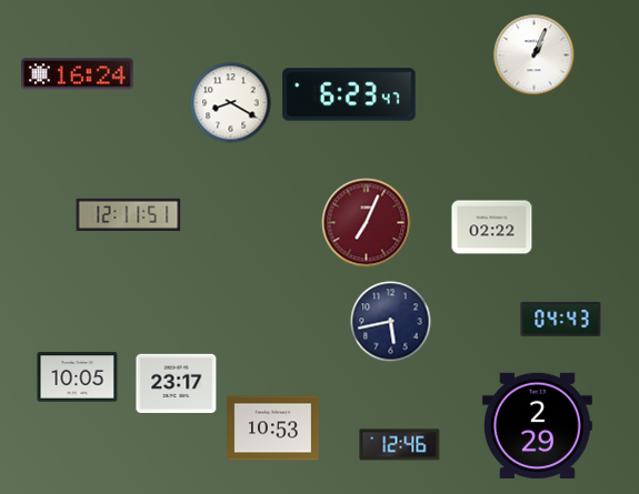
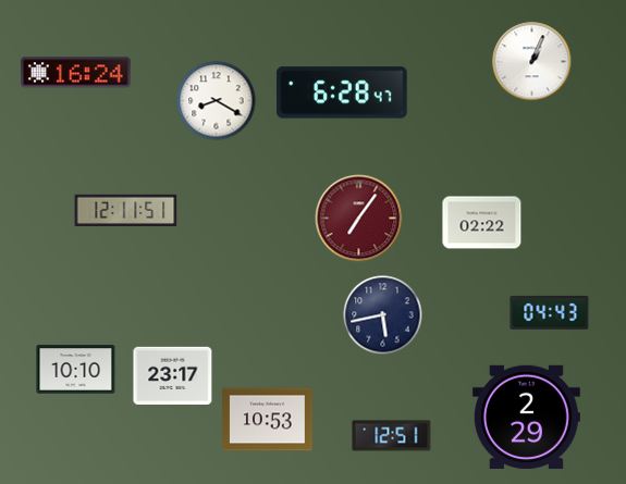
clock at (535, 56) position: (535, 56) -> (532, 62)
clock at (349, 94): 6:23 -> 6:28
clock at (231, 103) position: (231, 103) -> (217, 101)
clock at (367, 223): 7:04 -> 7:06
clock at (78, 377): 10:05 -> 10:10
clock at (400, 445): 12:46 -> 12:51
